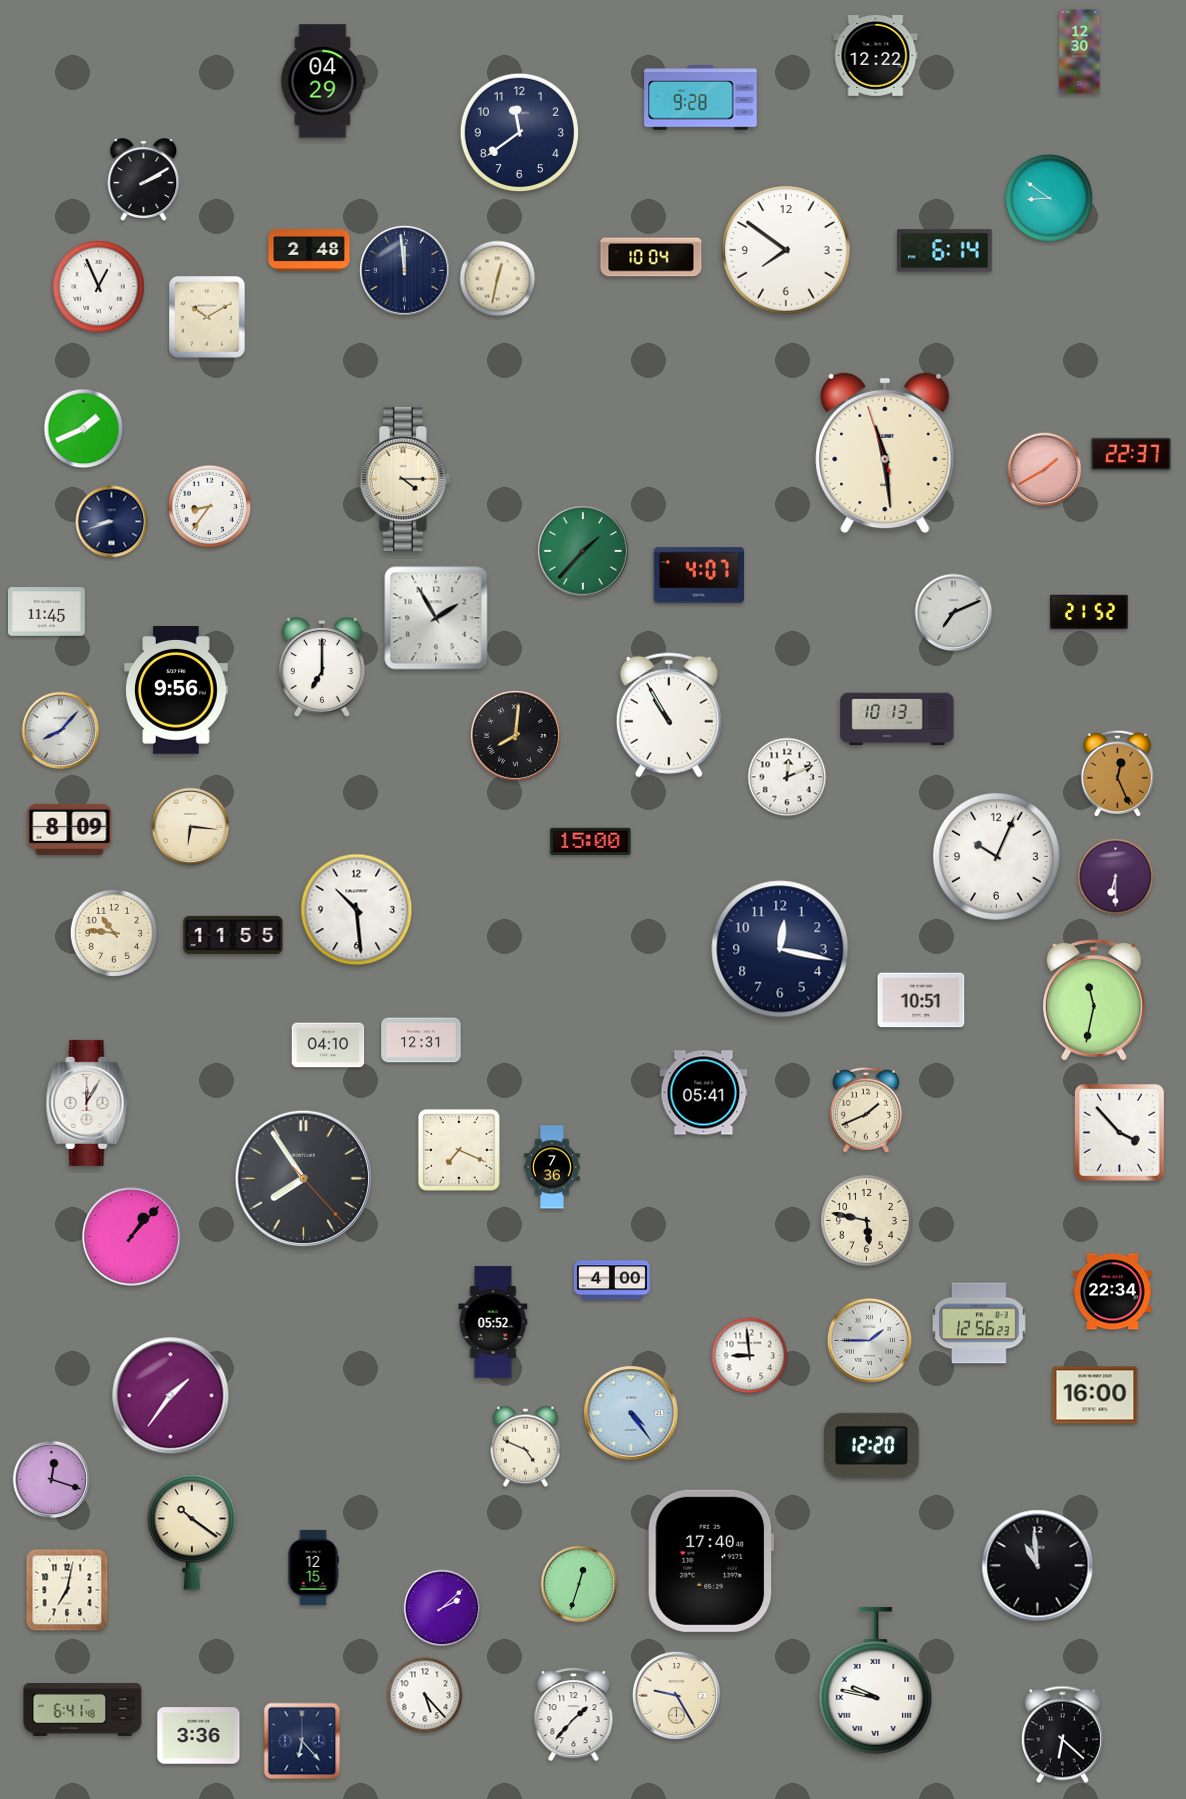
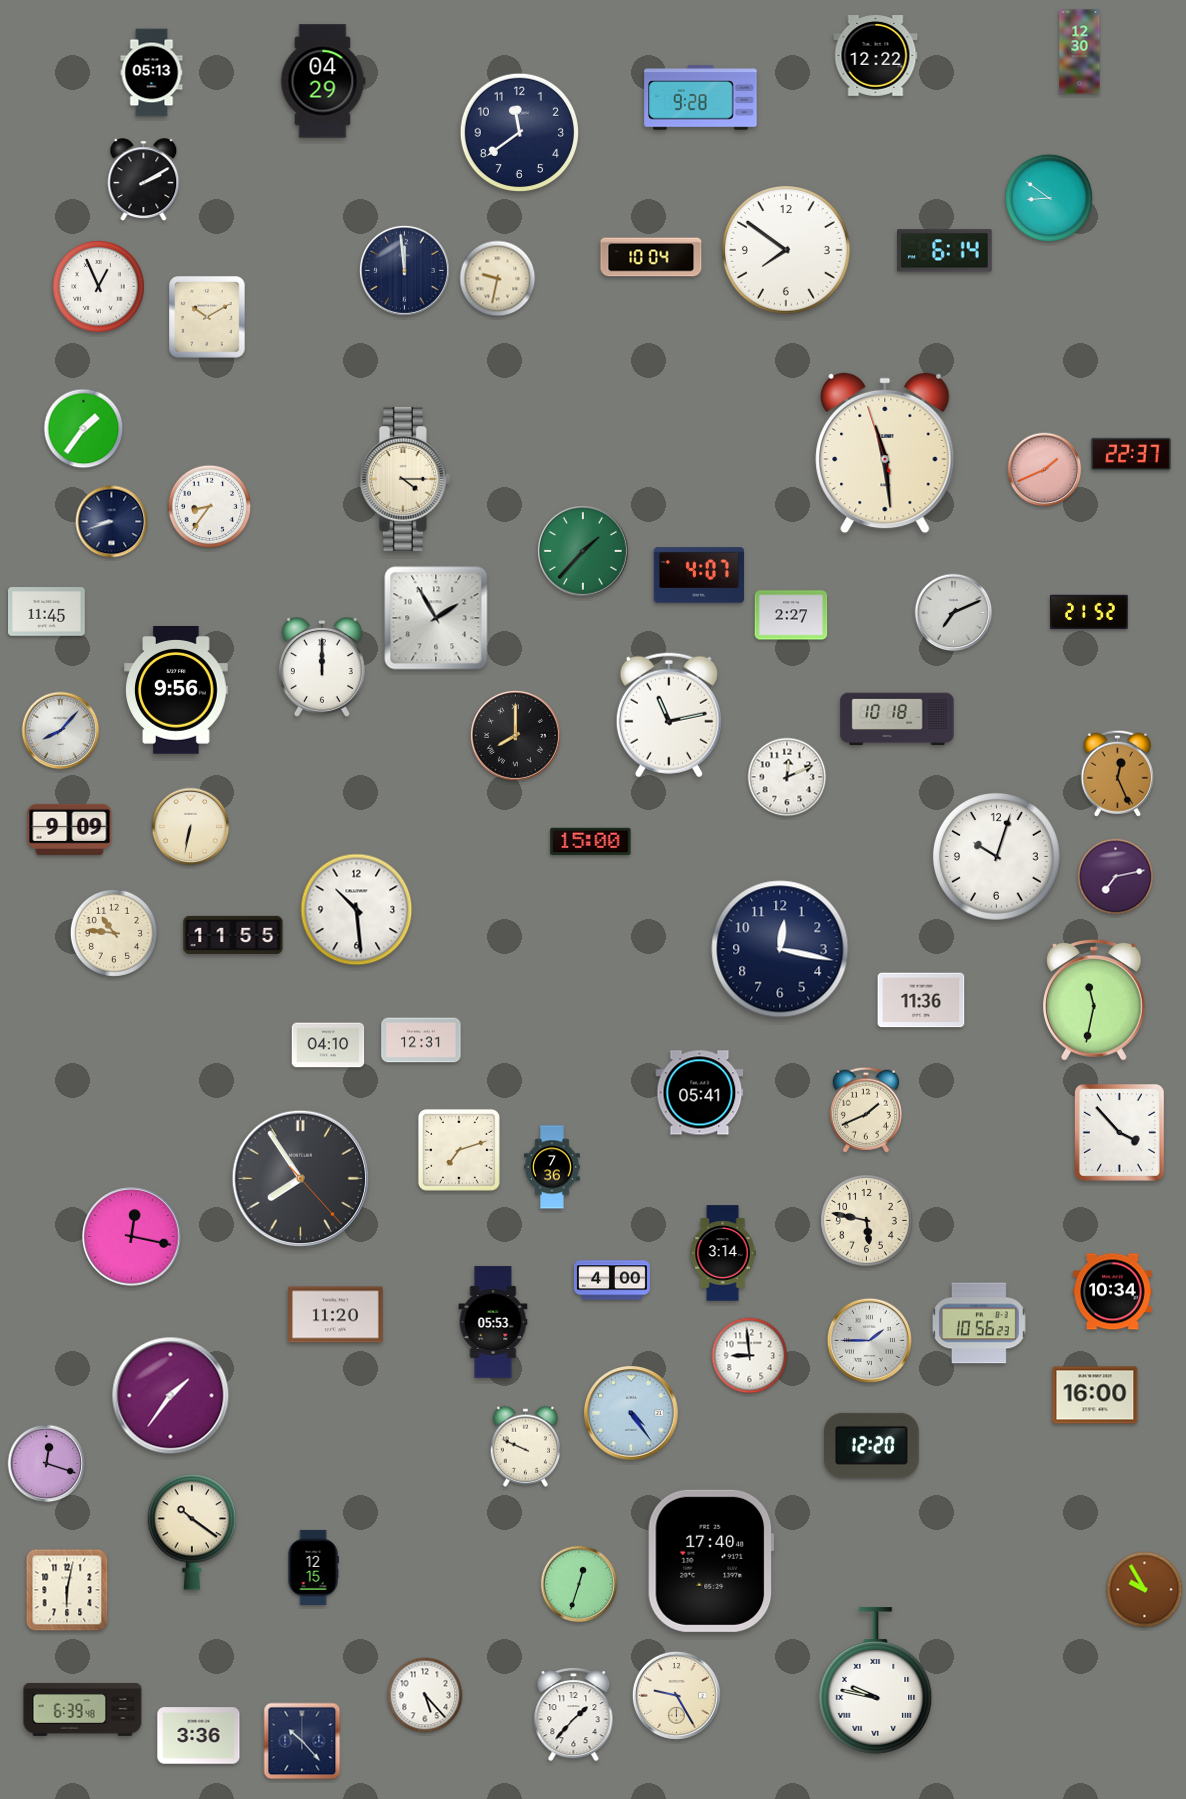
clock at (152, 73): none -> 05:13
clock at (309, 250): 2:48 -> none
clock at (498, 279): 12:32 -> 9:32
clock at (84, 429): 1:41 -> 1:36
clock at (1045, 470): 1:40 -> 1:41
clock at (791, 615): none -> 2:27
clock at (322, 668): 7:00 -> 12:00
clock at (669, 715): 10:55 -> 11:13
clock at (897, 719): 10:13 -> 10:18
clock at (515, 735): 8:01 -> 8:00
clock at (191, 827): 6:16 -> 6:32
clock at (70, 829): 8:09 -> 9:09
clock at (997, 857): 10:04 -> 10:03
clock at (1116, 877): 6:30 -> 7:13
clock at (921, 1000): 10:51 -> 11:36
clock at (704, 1093) position: (704, 1093) -> (700, 1093)
clock at (87, 1103): 12:05 -> none
clock at (459, 1150): 7:19 -> 7:12
clock at (303, 1178) position: (303, 1178) -> (300, 1178)
clock at (132, 1237): 1:07 -> 12:17
clock at (723, 1253): none -> 3:14
clock at (1113, 1292): 22:34 -> 10:34
clock at (336, 1315): none -> 11:20
clock at (493, 1322): 05:52 -> 05:53
clock at (979, 1323): 12:56 -> 10:56
clock at (525, 1446): 4:49 -> 9:49
clock at (52, 1480) position: (52, 1480) -> (47, 1464)
clock at (1038, 1566): 10:59 -> none
clock at (67, 1590): 7:02 -> 6:02
clock at (1145, 1590): none -> 9:55
clock at (442, 1608): 2:08 -> none
clock at (83, 1710): 6:41 -> 6:39
clock at (1062, 1735): 6:22 -> none
clock at (302, 1741): 6:23 -> 10:23
